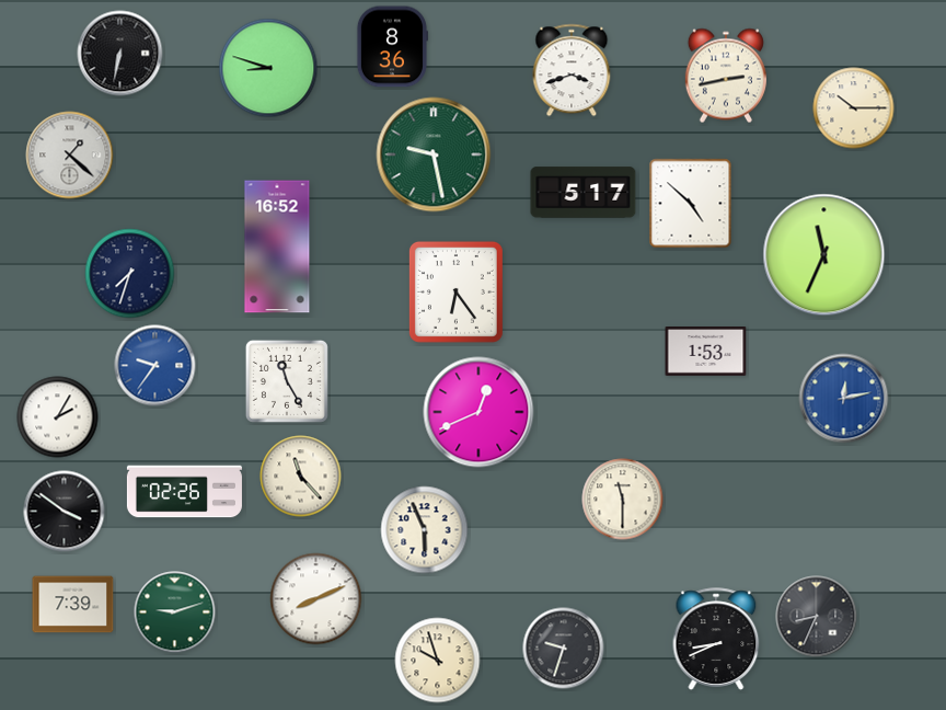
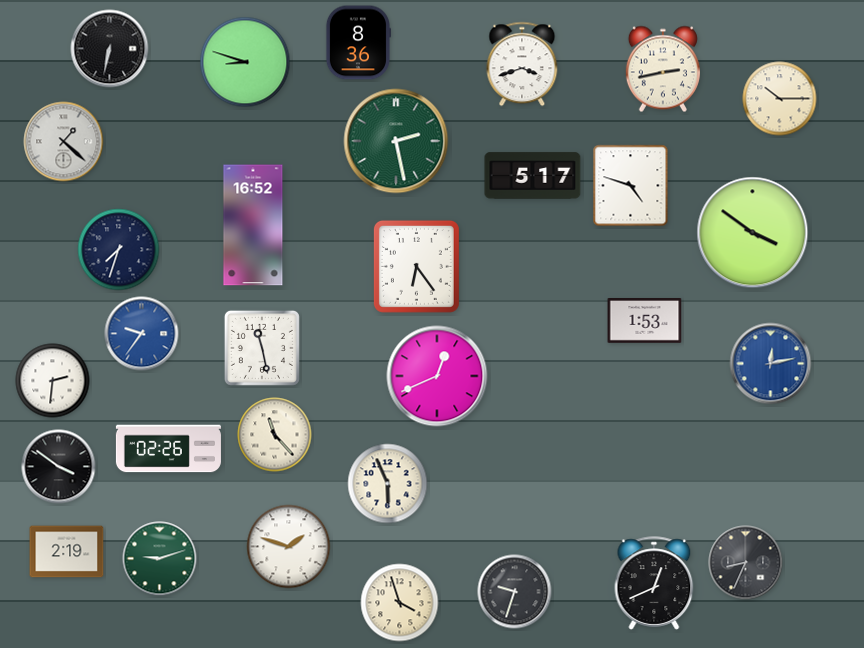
clock at (434, 154): 9:28 -> 2:28
clock at (691, 204): 4:52 -> 4:48
clock at (824, 255): 11:34 -> 3:51
clock at (287, 381): 11:25 -> 11:28
clock at (58, 417): 2:05 -> 2:31
clock at (623, 500): 11:30 -> none
clock at (316, 599): 8:11 -> 1:48
clock at (73, 605): 7:39 -> 2:19
clock at (716, 639): 8:41 -> 12:41
clock at (438, 661): 9:57 -> 3:57
